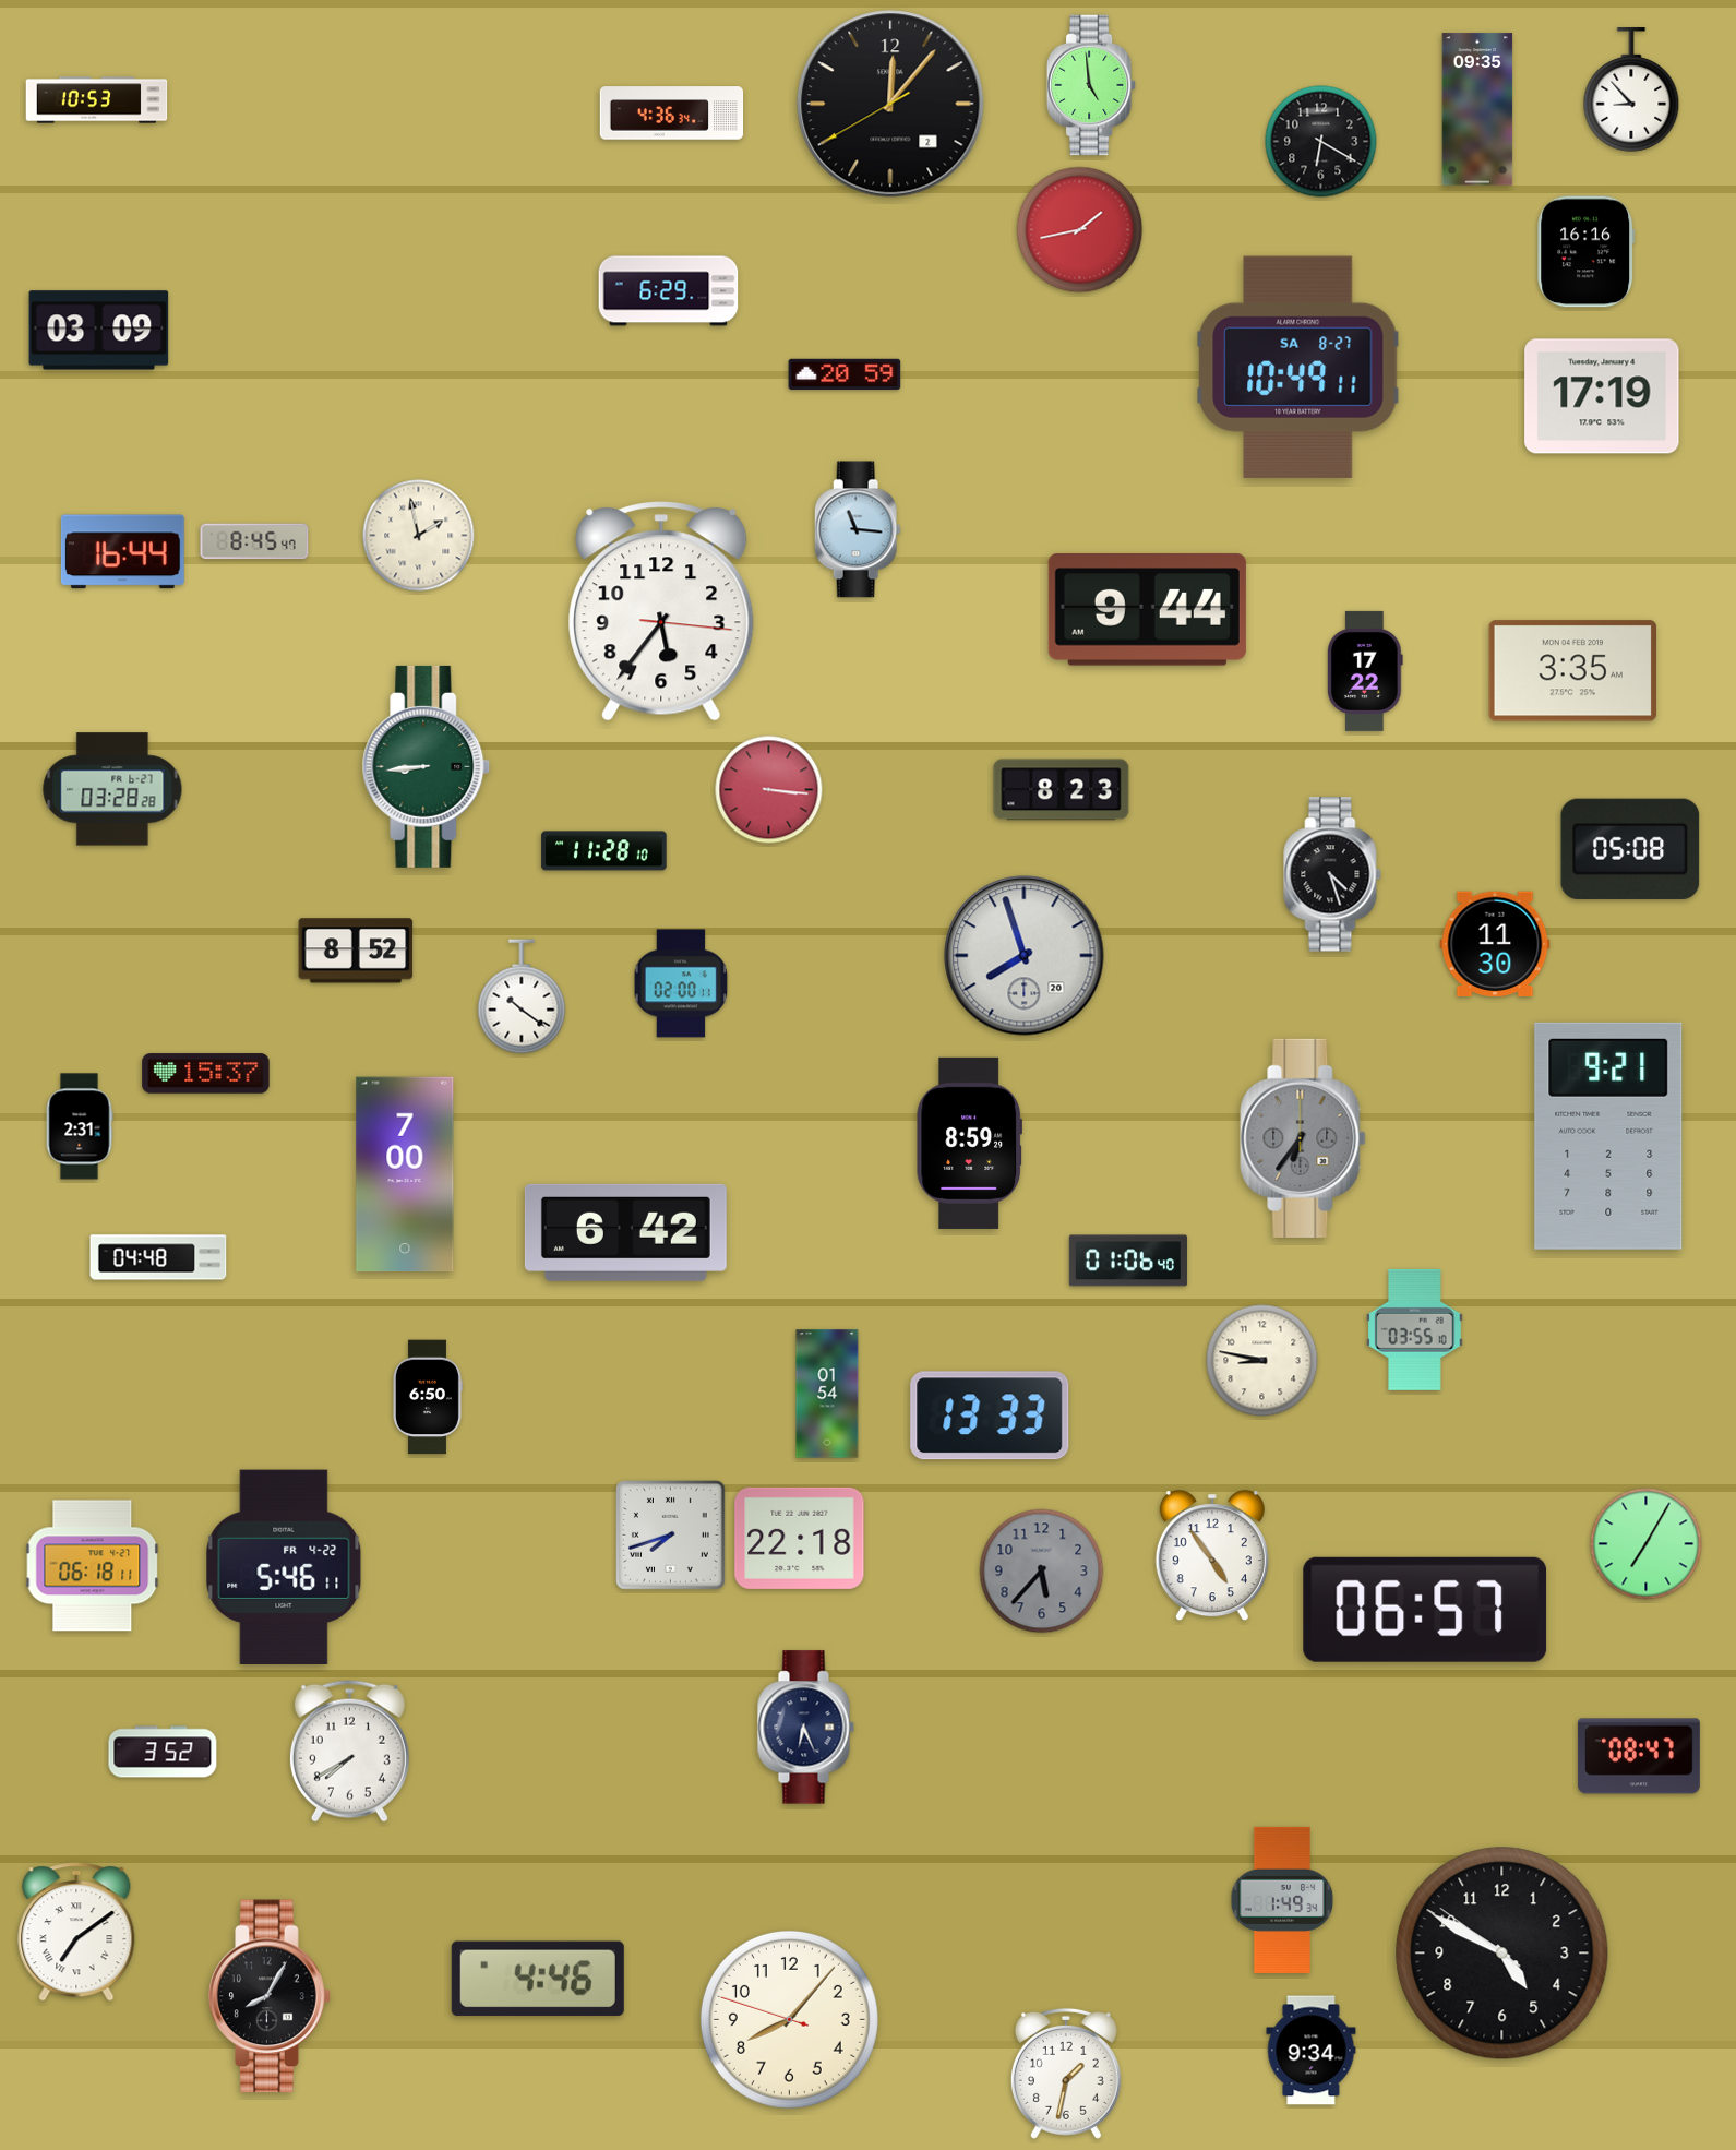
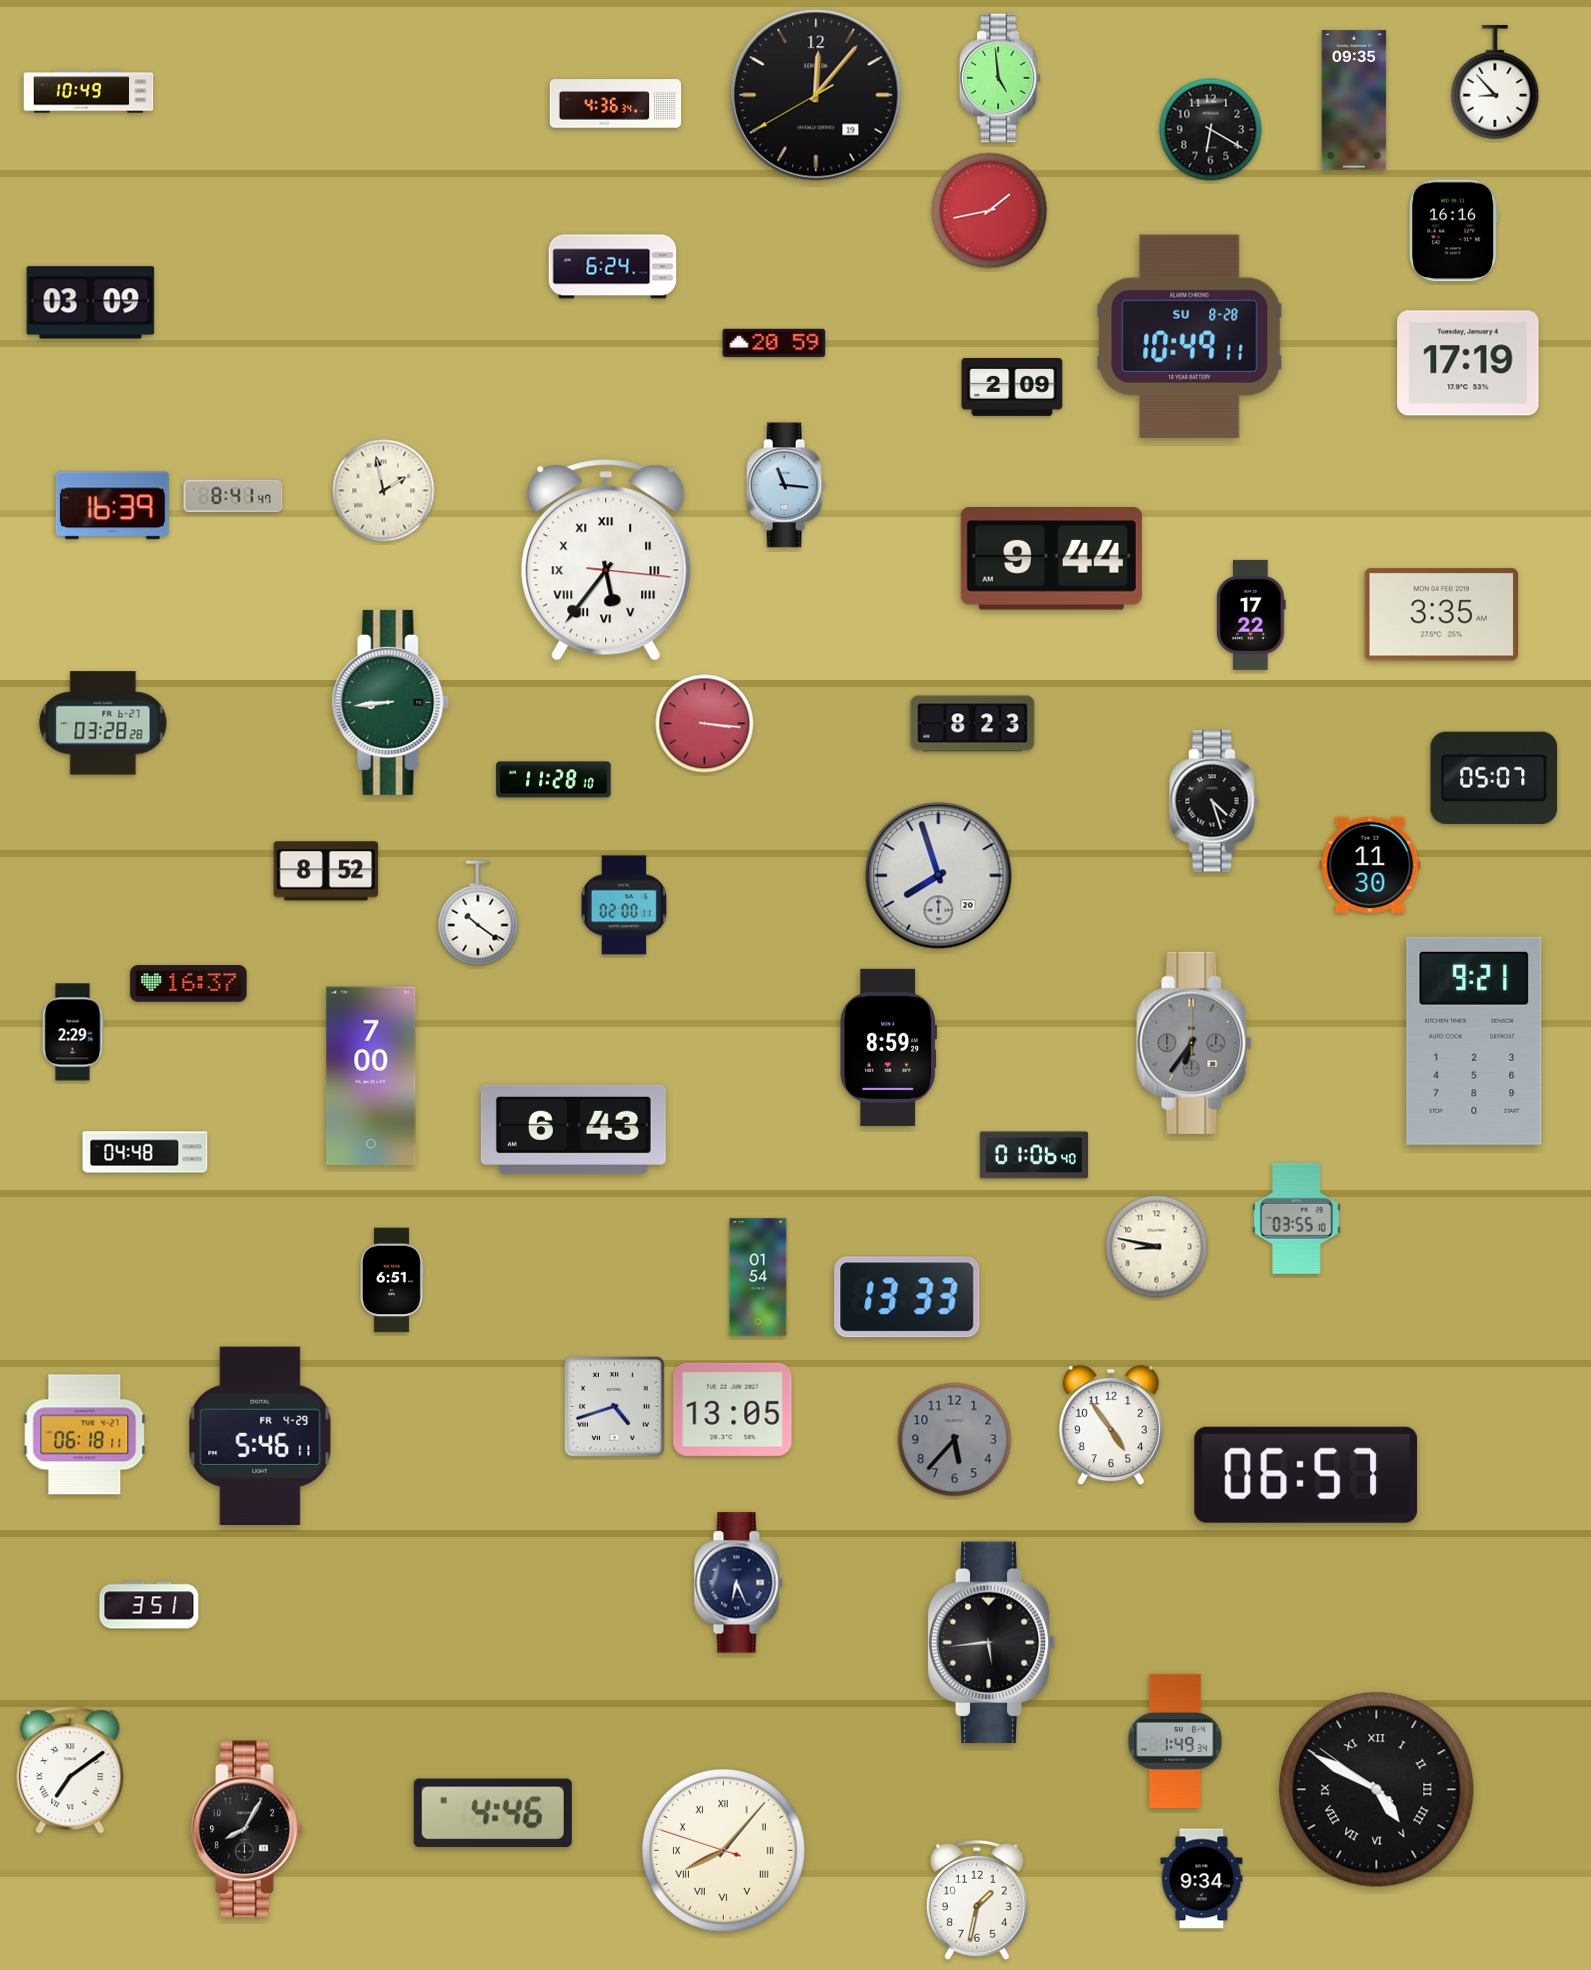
clock at (97, 100): 10:53 -> 10:49
clock at (890, 104) date: 2 -> 19
clock at (669, 291): 6:29 -> 6:24
clock at (1298, 367) date: SA 8-27 -> SU 8-28
clock at (1012, 387): none -> 2:09
clock at (254, 541): 8:45 -> 8:41
clock at (122, 552): 16:44 -> 16:39
clock at (661, 611) numerals: Arabic -> Roman
clock at (1630, 849): 05:08 -> 05:07
clock at (1332, 874) position: (1332, 874) -> (1214, 801)
clock at (681, 983) position: (681, 983) -> (624, 905)
clock at (206, 1074): 15:37 -> 16:37
clock at (80, 1126): 2:31 -> 2:29
clock at (625, 1232): 6:42 -> 6:43
clock at (428, 1397): 6:50 -> 6:51
clock at (671, 1536): 7:42 -> 4:42
clock at (800, 1538): 22:18 -> 13:05
clock at (1647, 1544): 7:05 -> none
clock at (284, 1566) date: FR 4-22 -> FR 4-29
clock at (349, 1751): 7:40 -> none
clock at (163, 1752): 3:52 -> 3:51
clock at (1639, 1756): 08:47 -> none
clock at (992, 1643): none -> 5:44
clock at (1502, 1954) numerals: Arabic -> Roman
clock at (789, 2019) numerals: Arabic -> Roman
